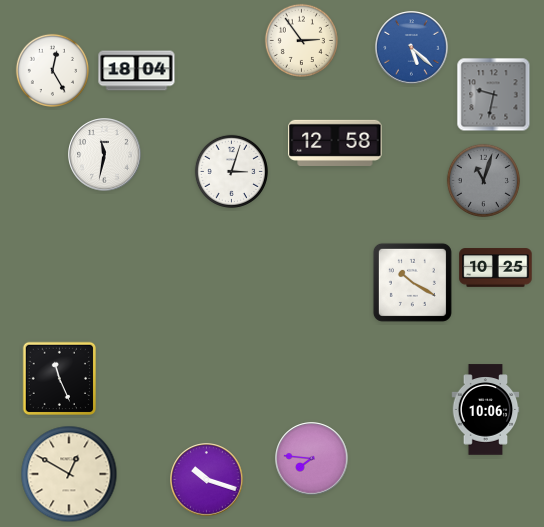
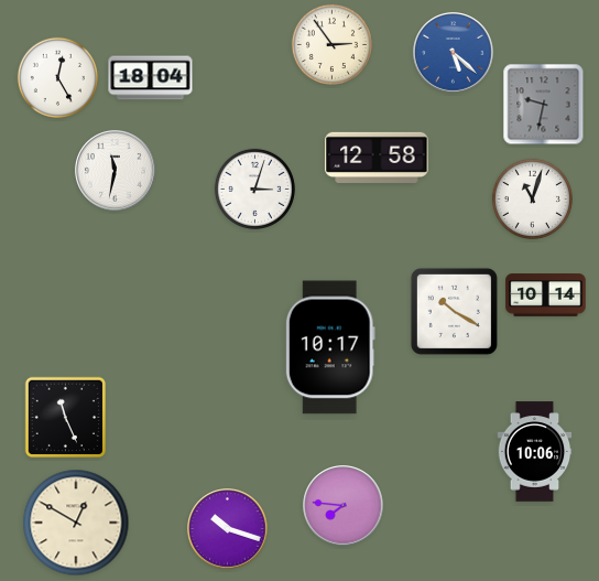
clock at (335, 143) position: (335, 143) -> (377, 158)
clock at (483, 180) dial: grey -> white
clock at (496, 268): 10:25 -> 10:14
clock at (330, 347): none -> 10:17
